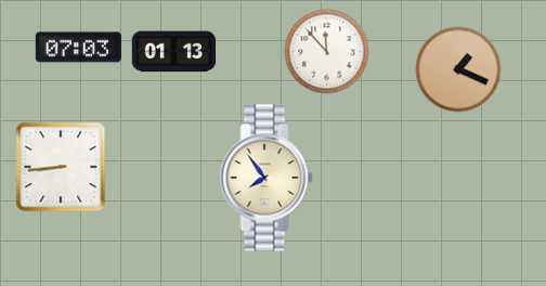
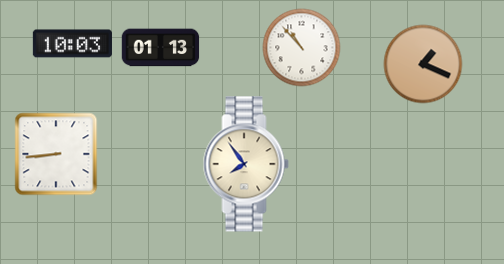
clock at (78, 48): 07:03 -> 10:03
clock at (327, 52): 11:53 -> 10:53
